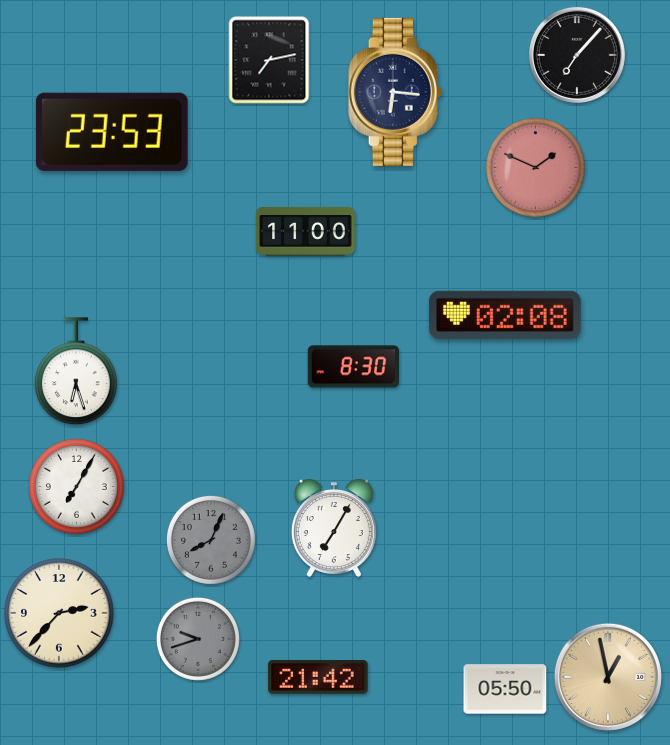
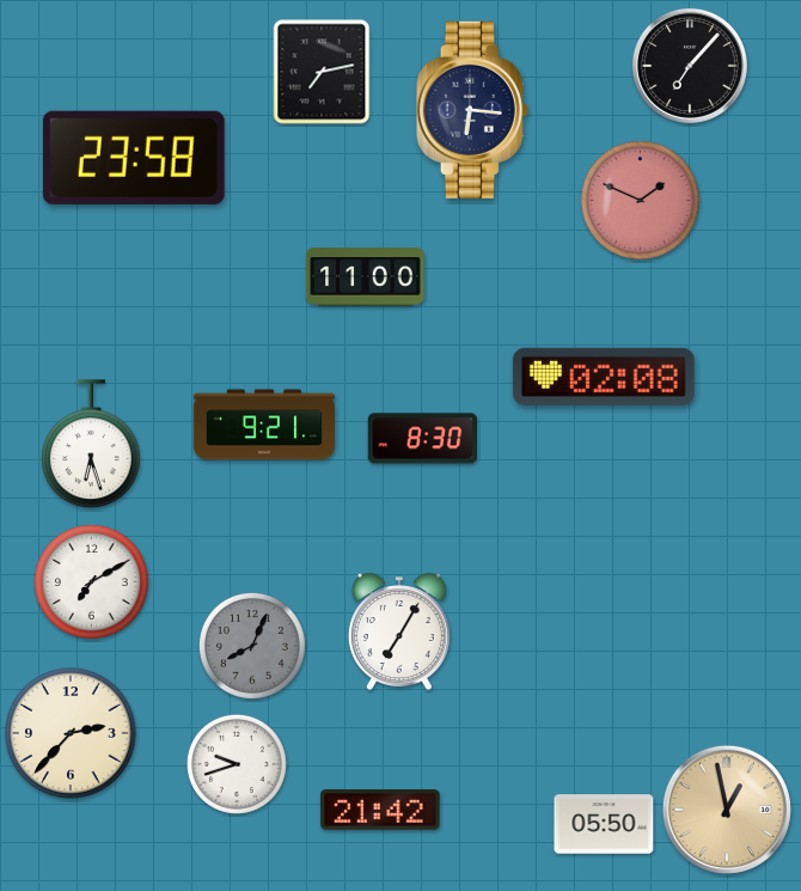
clock at (112, 132): 23:53 -> 23:58
clock at (264, 425): none -> 9:21
clock at (76, 486): 7:05 -> 7:10
clock at (198, 639) dial: grey -> white
